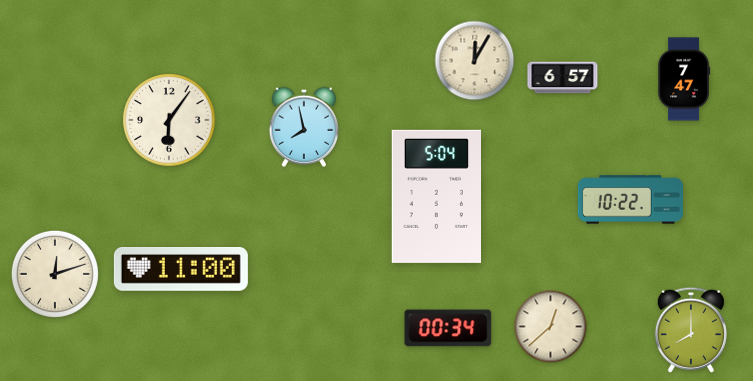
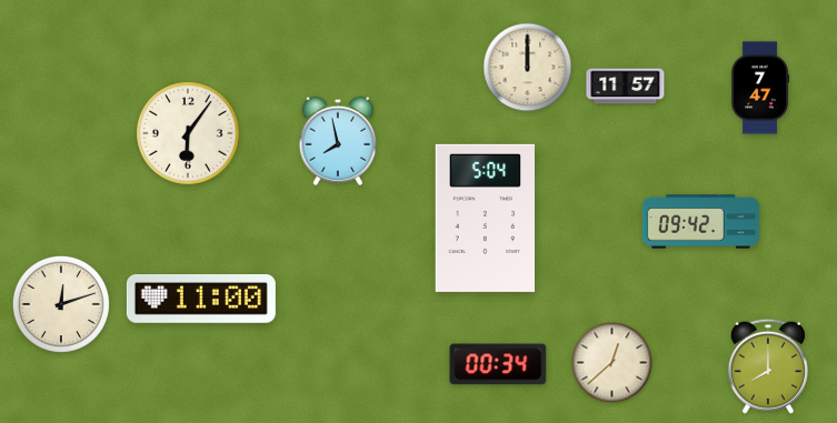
clock at (475, 61): 12:05 -> 12:00
clock at (563, 78): 6:57 -> 11:57
clock at (630, 200): 10:22 -> 09:42
